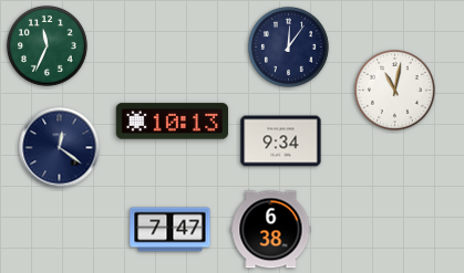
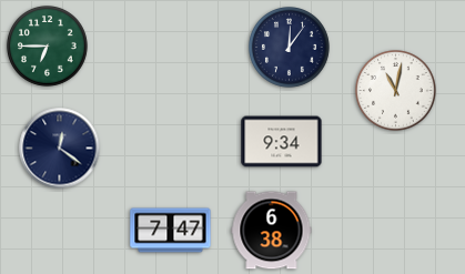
clock at (48, 46): 11:34 -> 6:45
clock at (173, 122): 10:13 -> none
